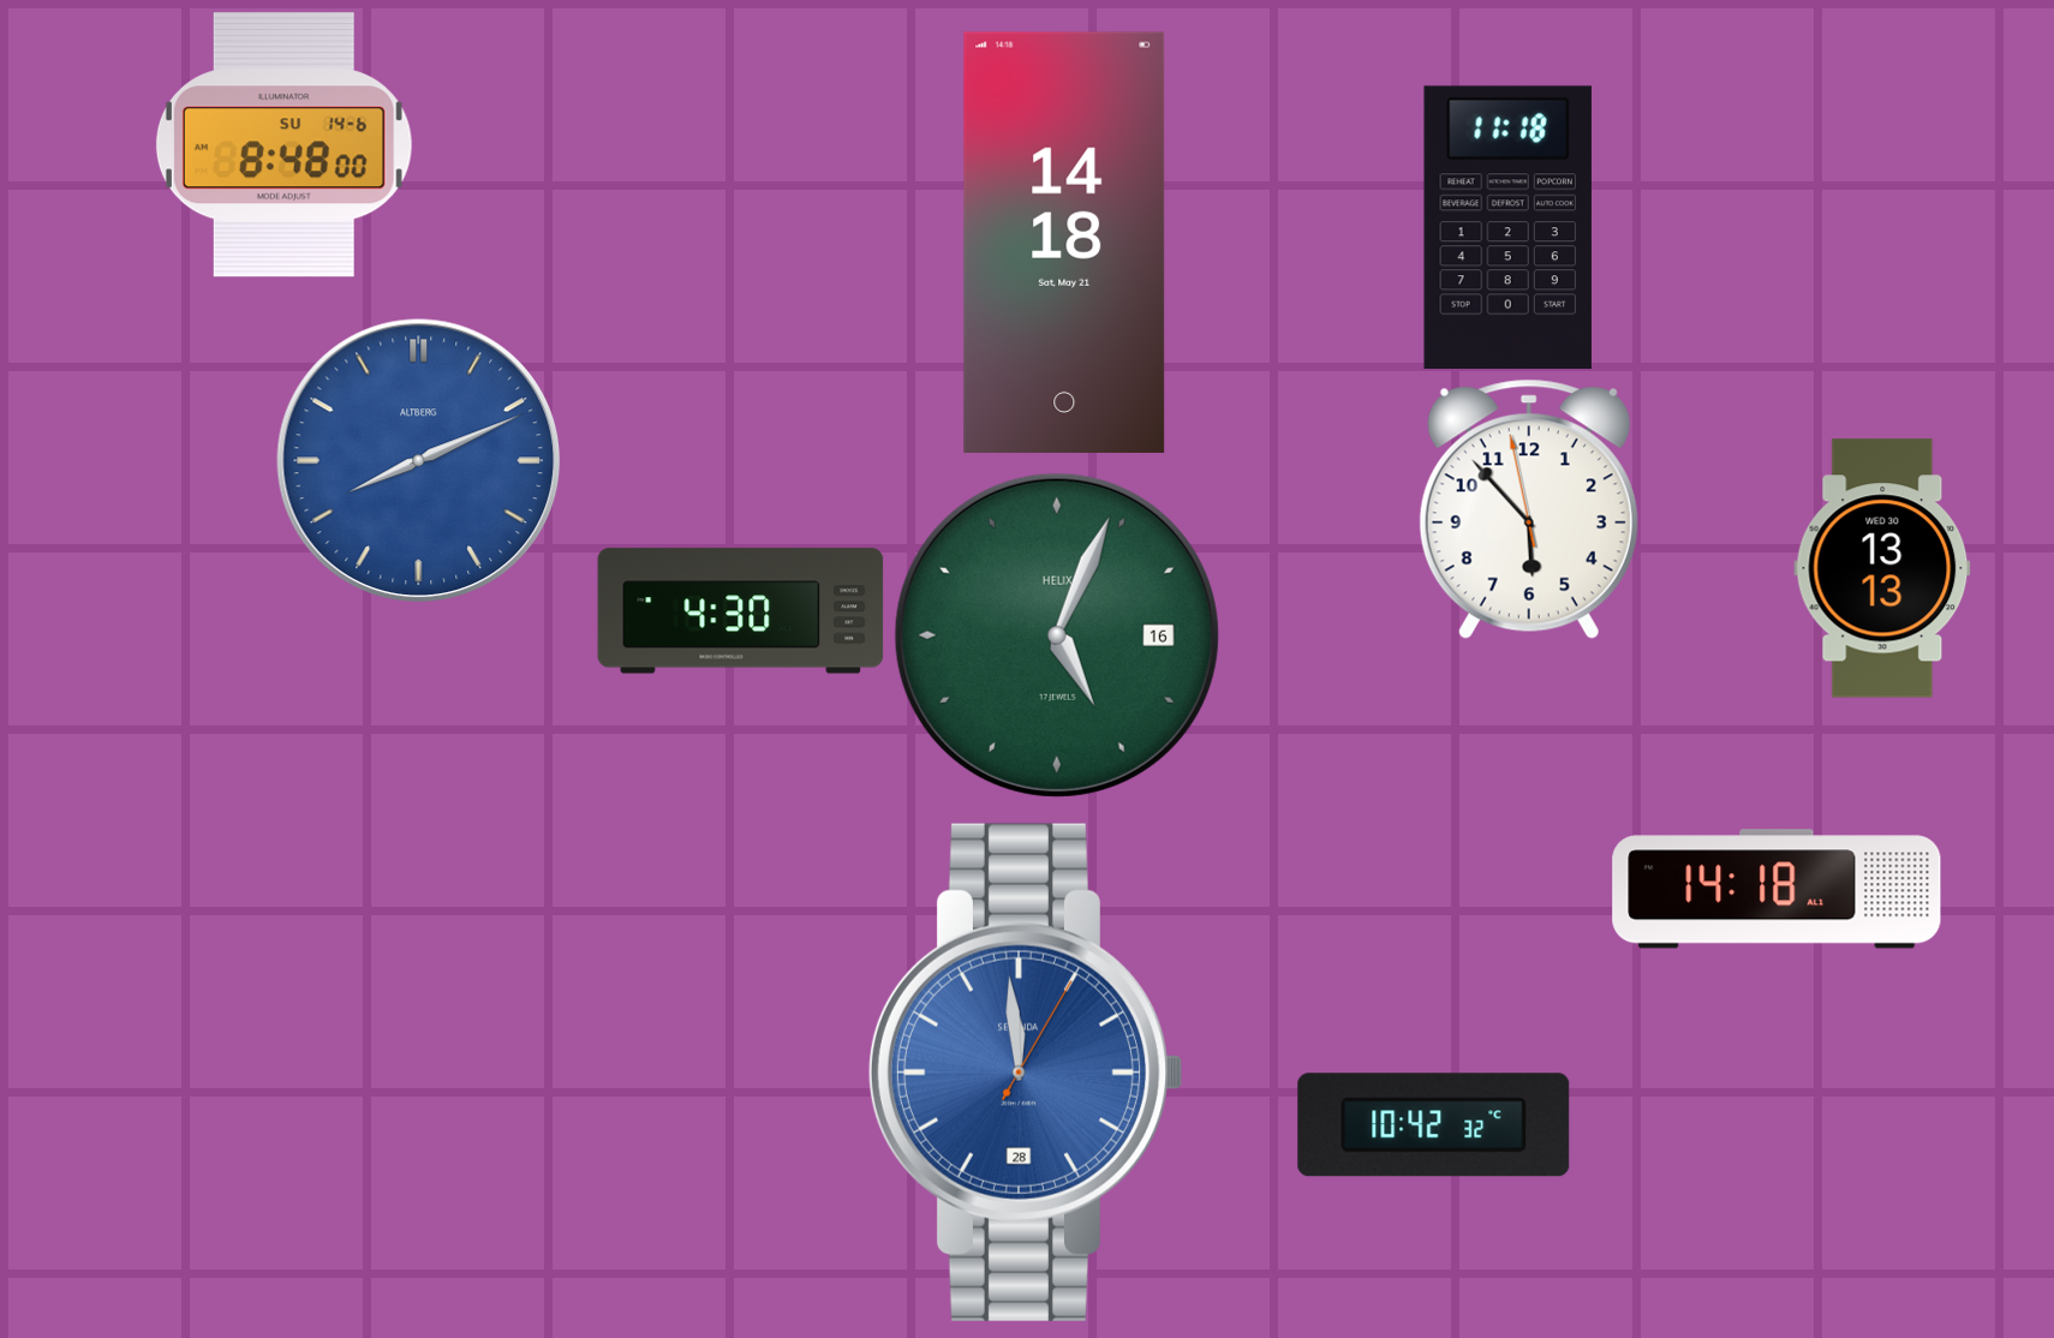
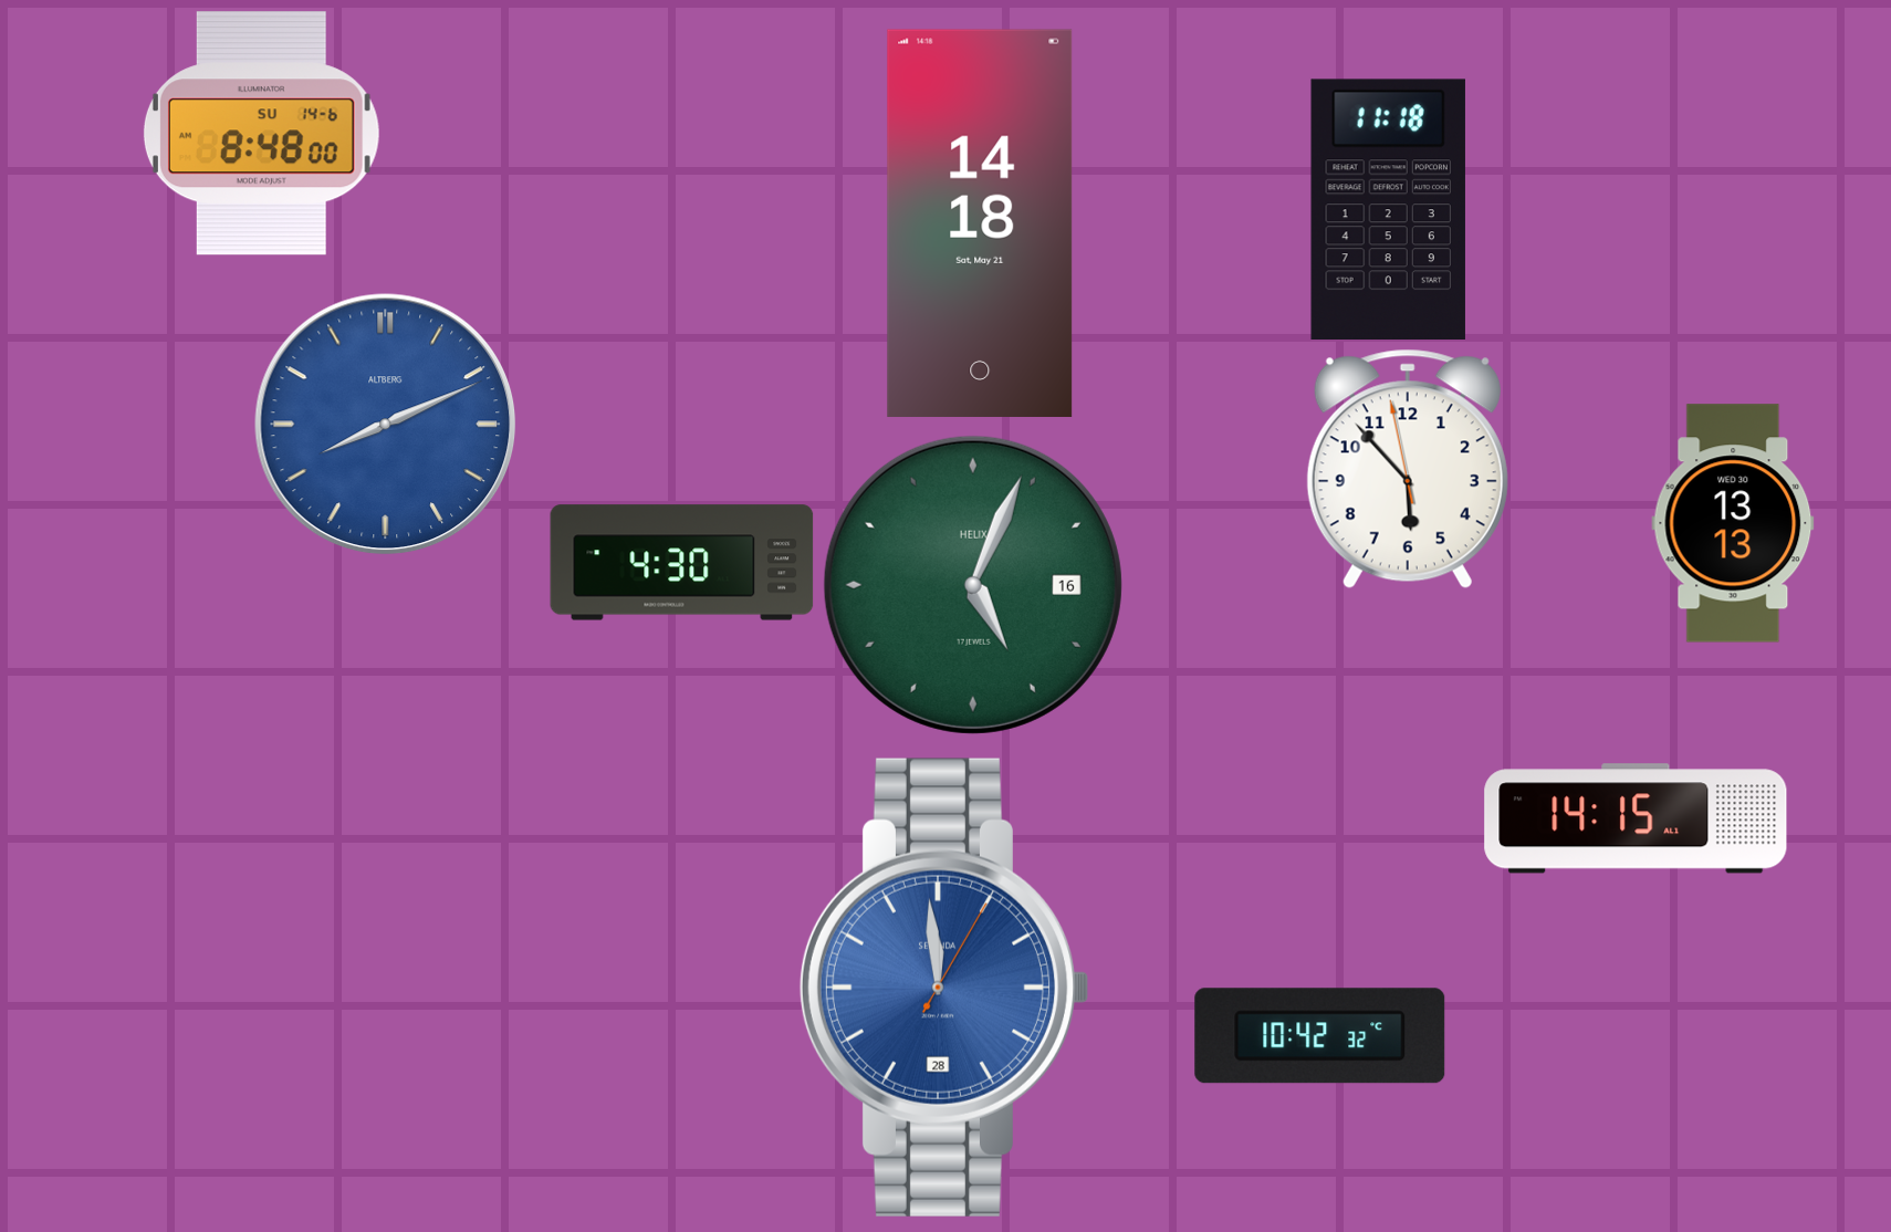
clock at (1777, 889): 14:18 -> 14:15
